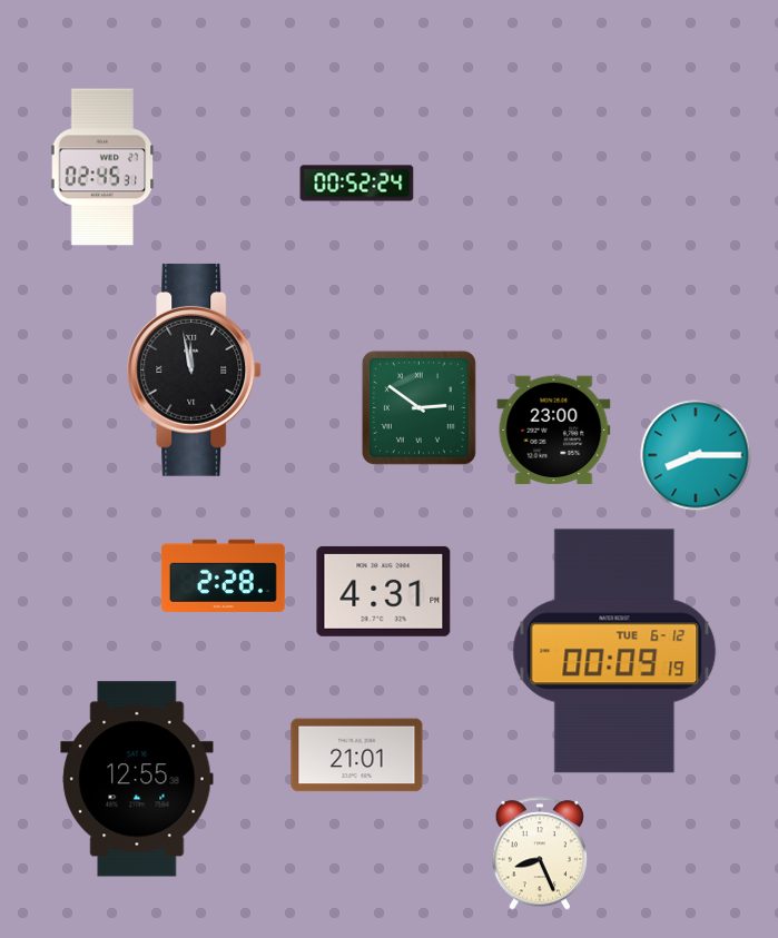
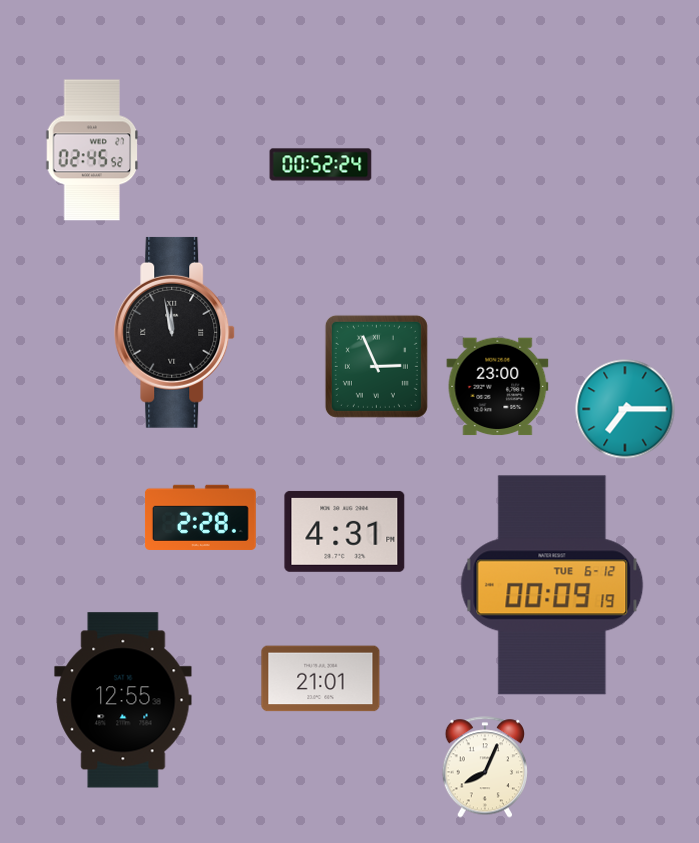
clock at (102, 167): 02:45:31 -> 02:45:52
clock at (418, 407): 2:51 -> 2:56
clock at (696, 455): 8:15 -> 7:15
clock at (539, 853): 8:26 -> 8:04
